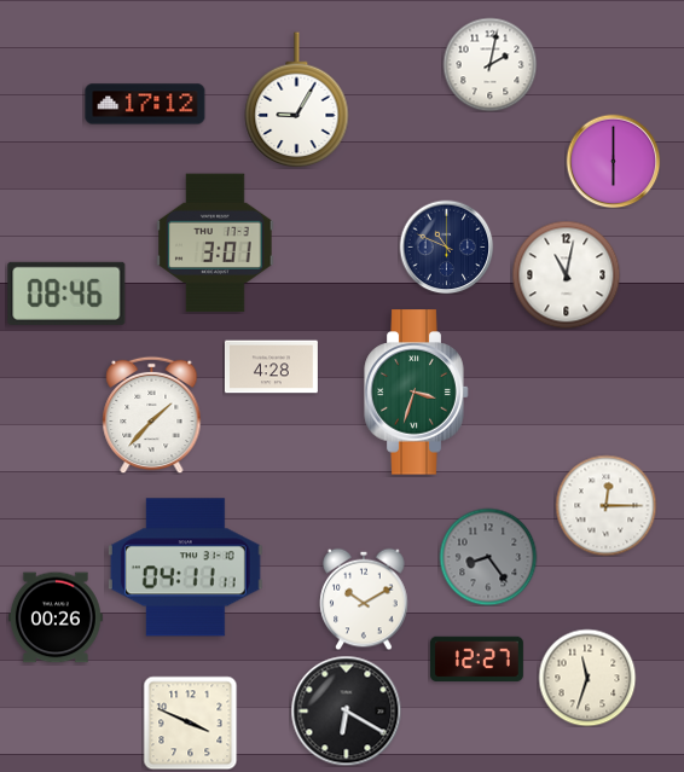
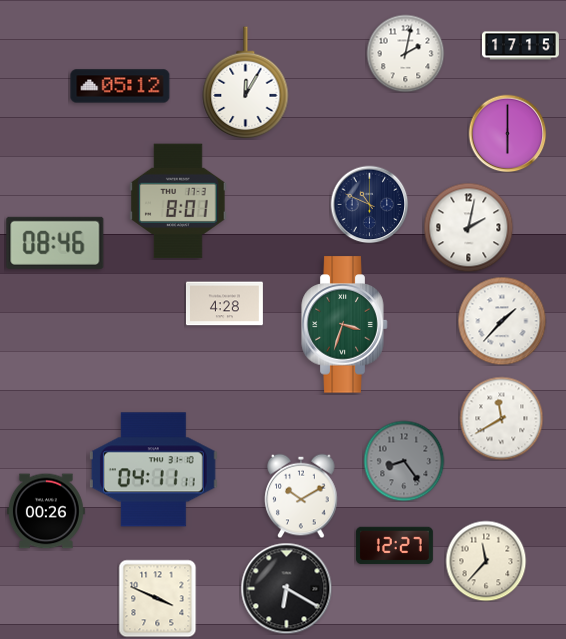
clock at (521, 46): none -> 17:15
clock at (297, 100): 9:05 -> 12:05
clock at (145, 104): 17:12 -> 05:12
clock at (215, 243): 3:01 -> 8:01
clock at (566, 274): 11:02 -> 2:02
clock at (502, 321): none -> 1:37
clock at (152, 414): 1:37 -> none
clock at (605, 505): 12:15 -> 11:40
clock at (587, 678): 11:33 -> 11:37
